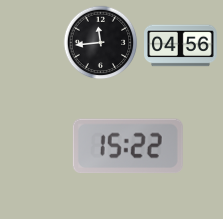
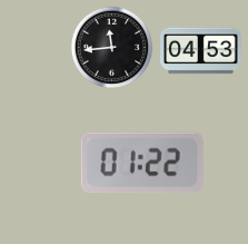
clock at (181, 46): 04:56 -> 04:53
clock at (128, 146): 15:22 -> 01:22
